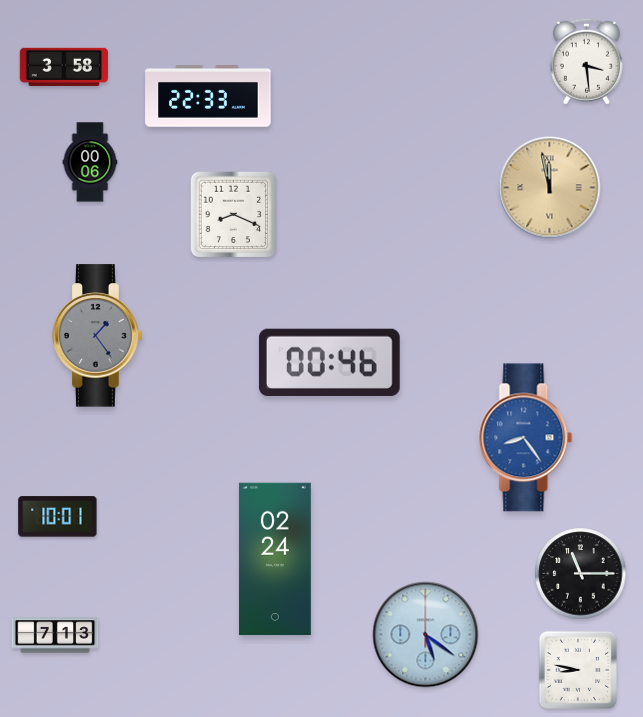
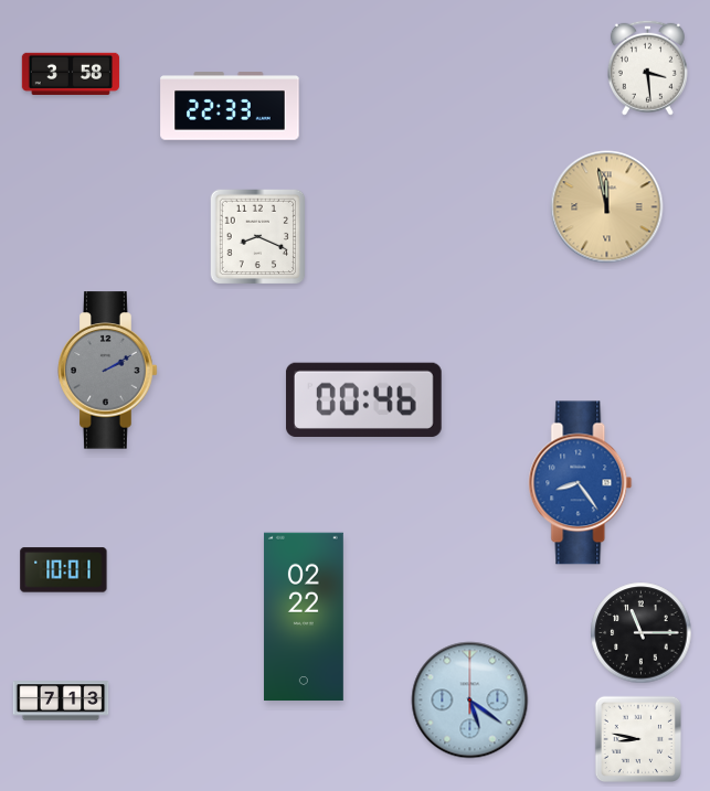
clock at (90, 162): 00:06 -> none
clock at (98, 336): 1:24 -> 2:10
clock at (275, 559): 02:24 -> 02:22
